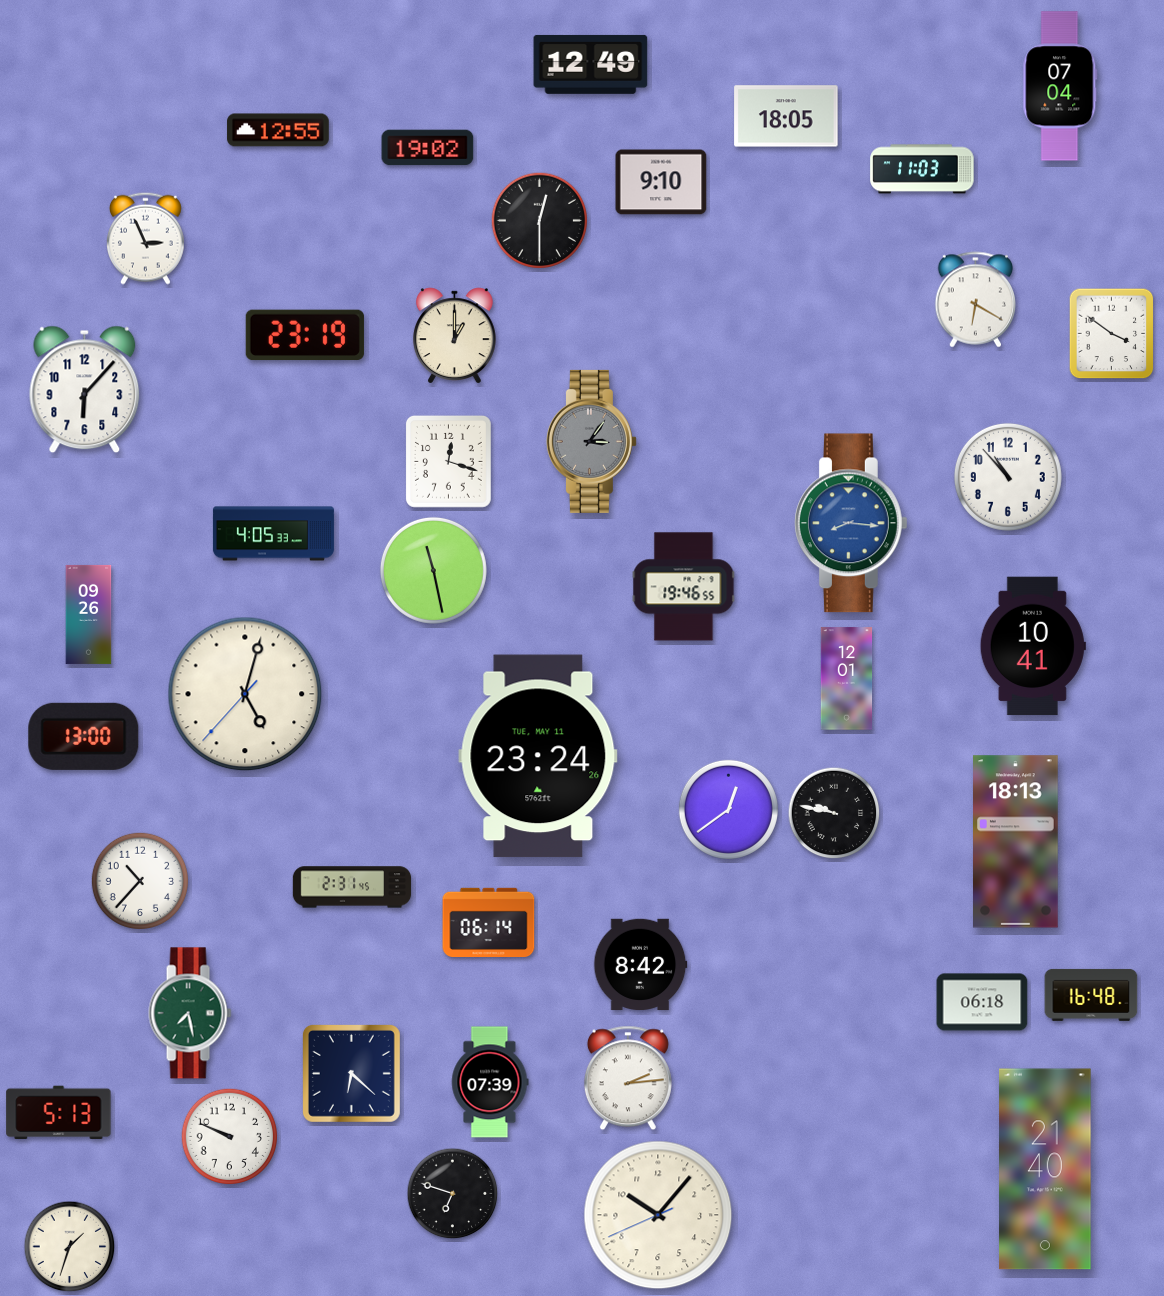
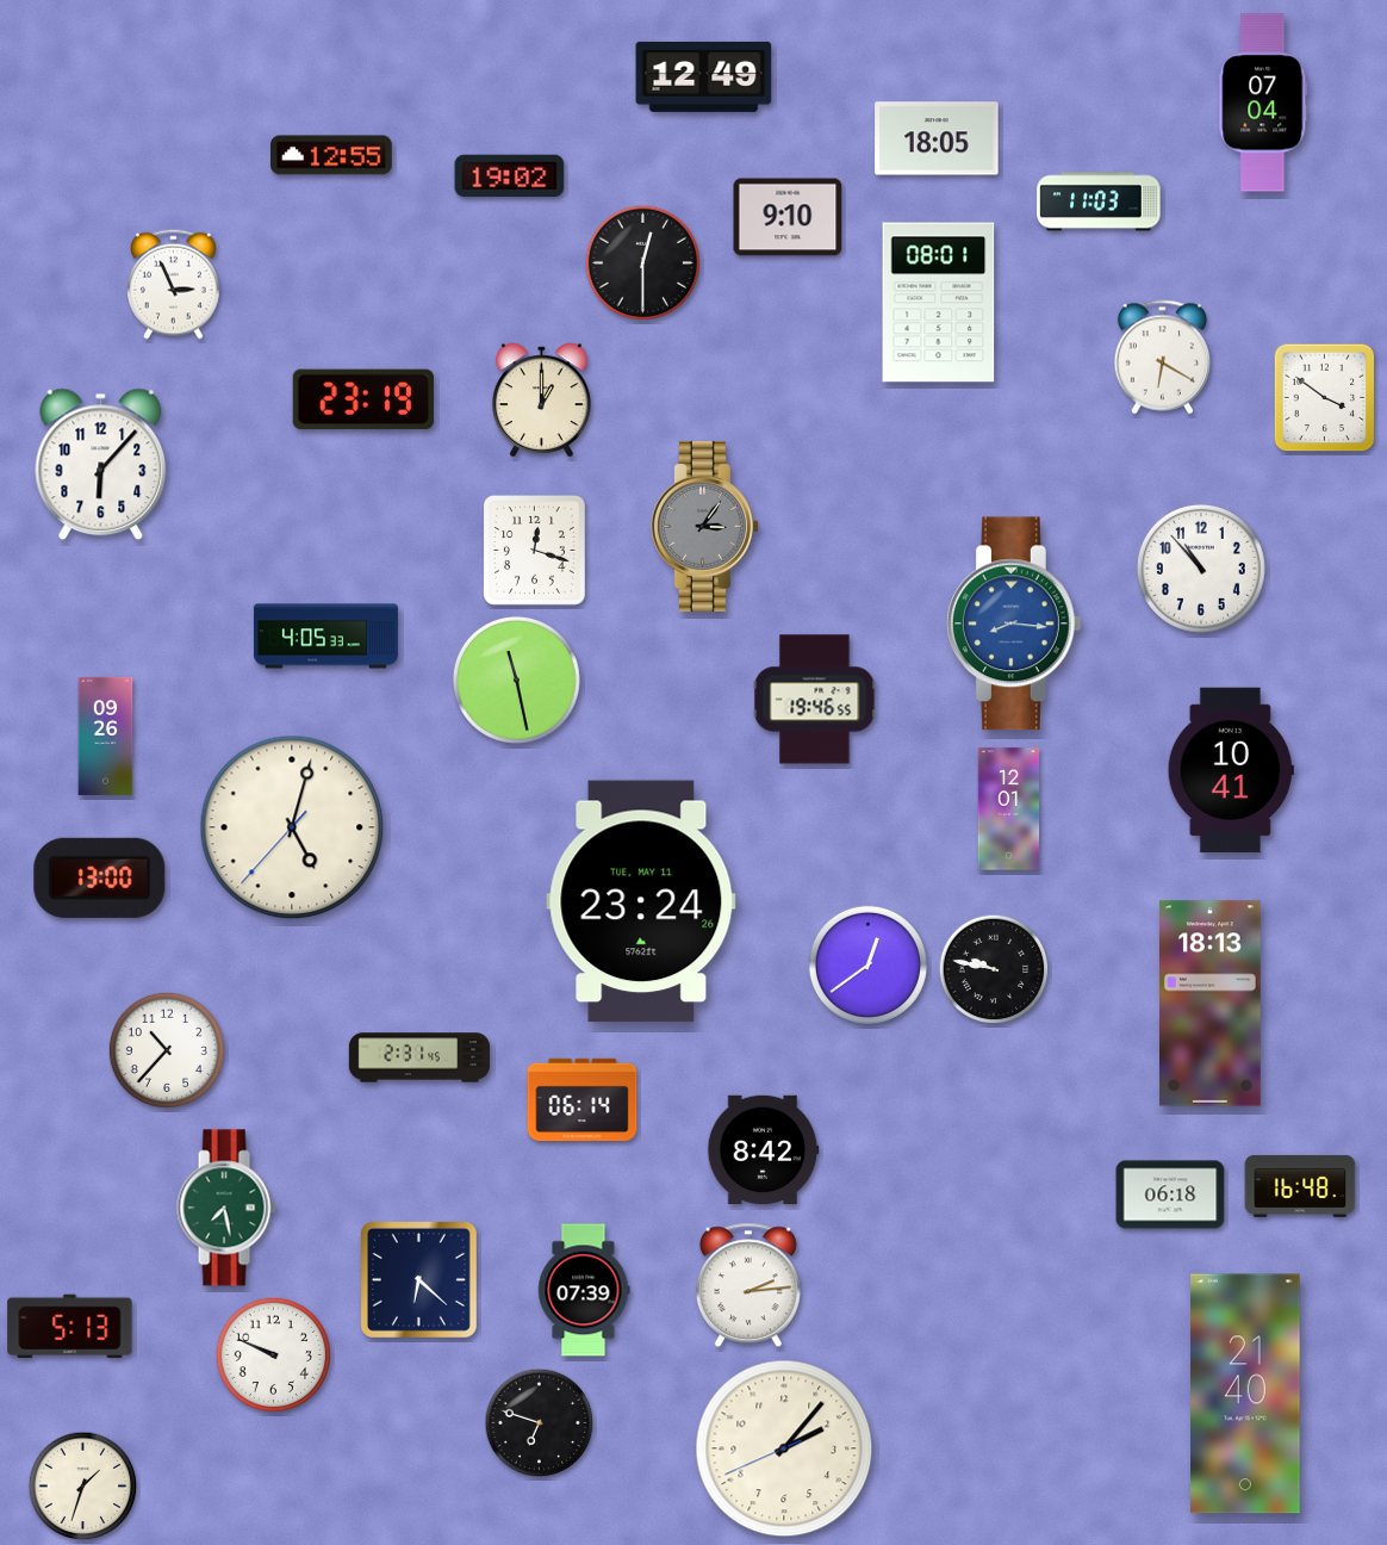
clock at (939, 303): none -> 08:01
clock at (89, 614) position: (89, 614) -> (106, 736)
clock at (658, 1215): 10:06 -> 2:06
